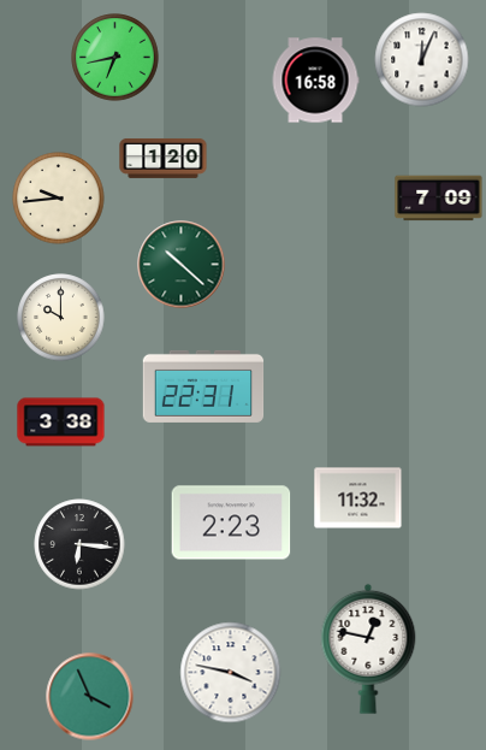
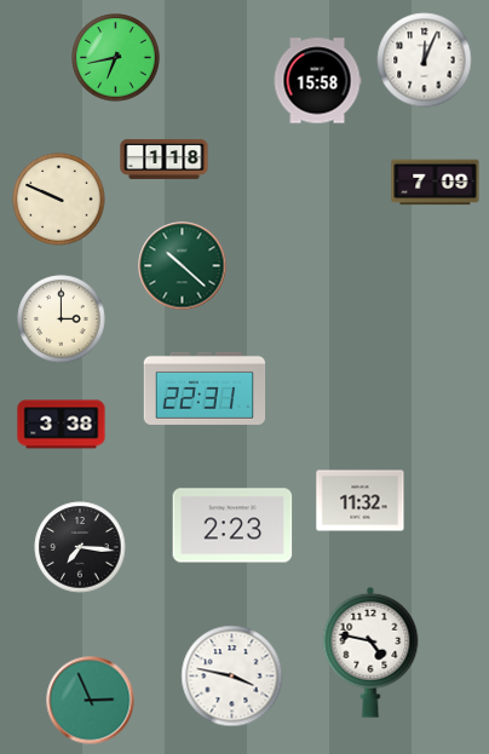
clock at (315, 81): 16:58 -> 15:58
clock at (164, 158): 1:20 -> 1:18
clock at (59, 199): 9:44 -> 9:49
clock at (439, 199) position: (439, 199) -> (436, 183)
clock at (61, 318): 10:00 -> 3:00
clock at (79, 544): 6:16 -> 7:16
clock at (368, 649): 12:47 -> 4:47
clock at (90, 697): 3:56 -> 2:56
